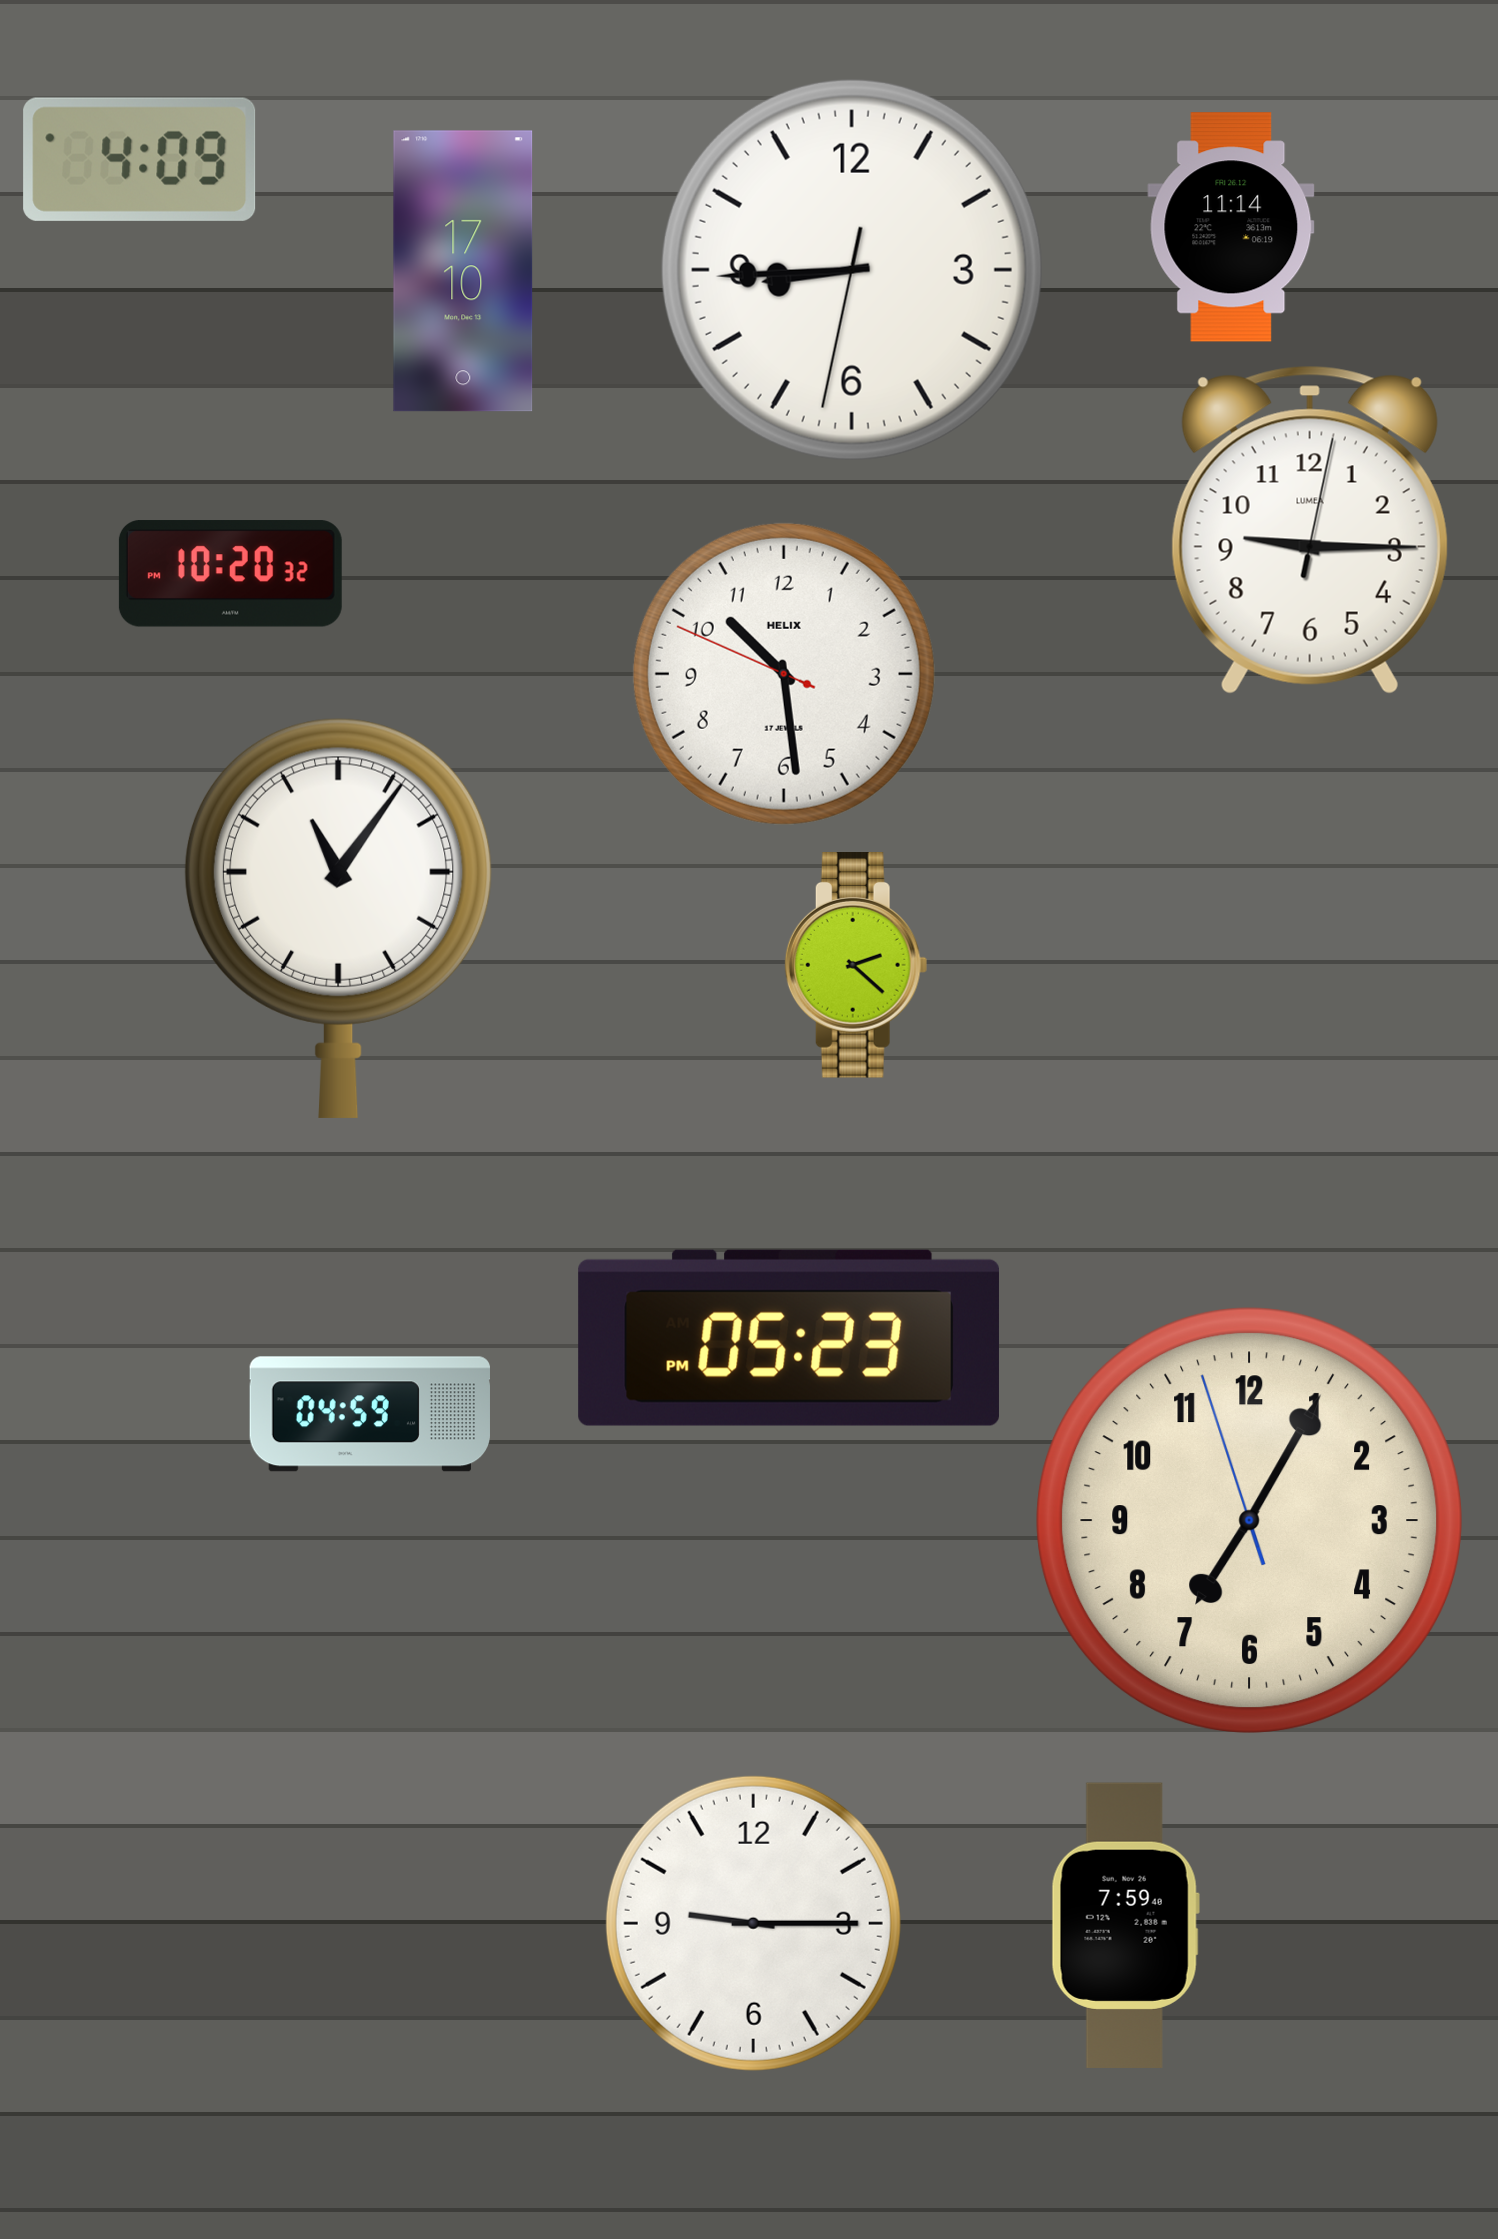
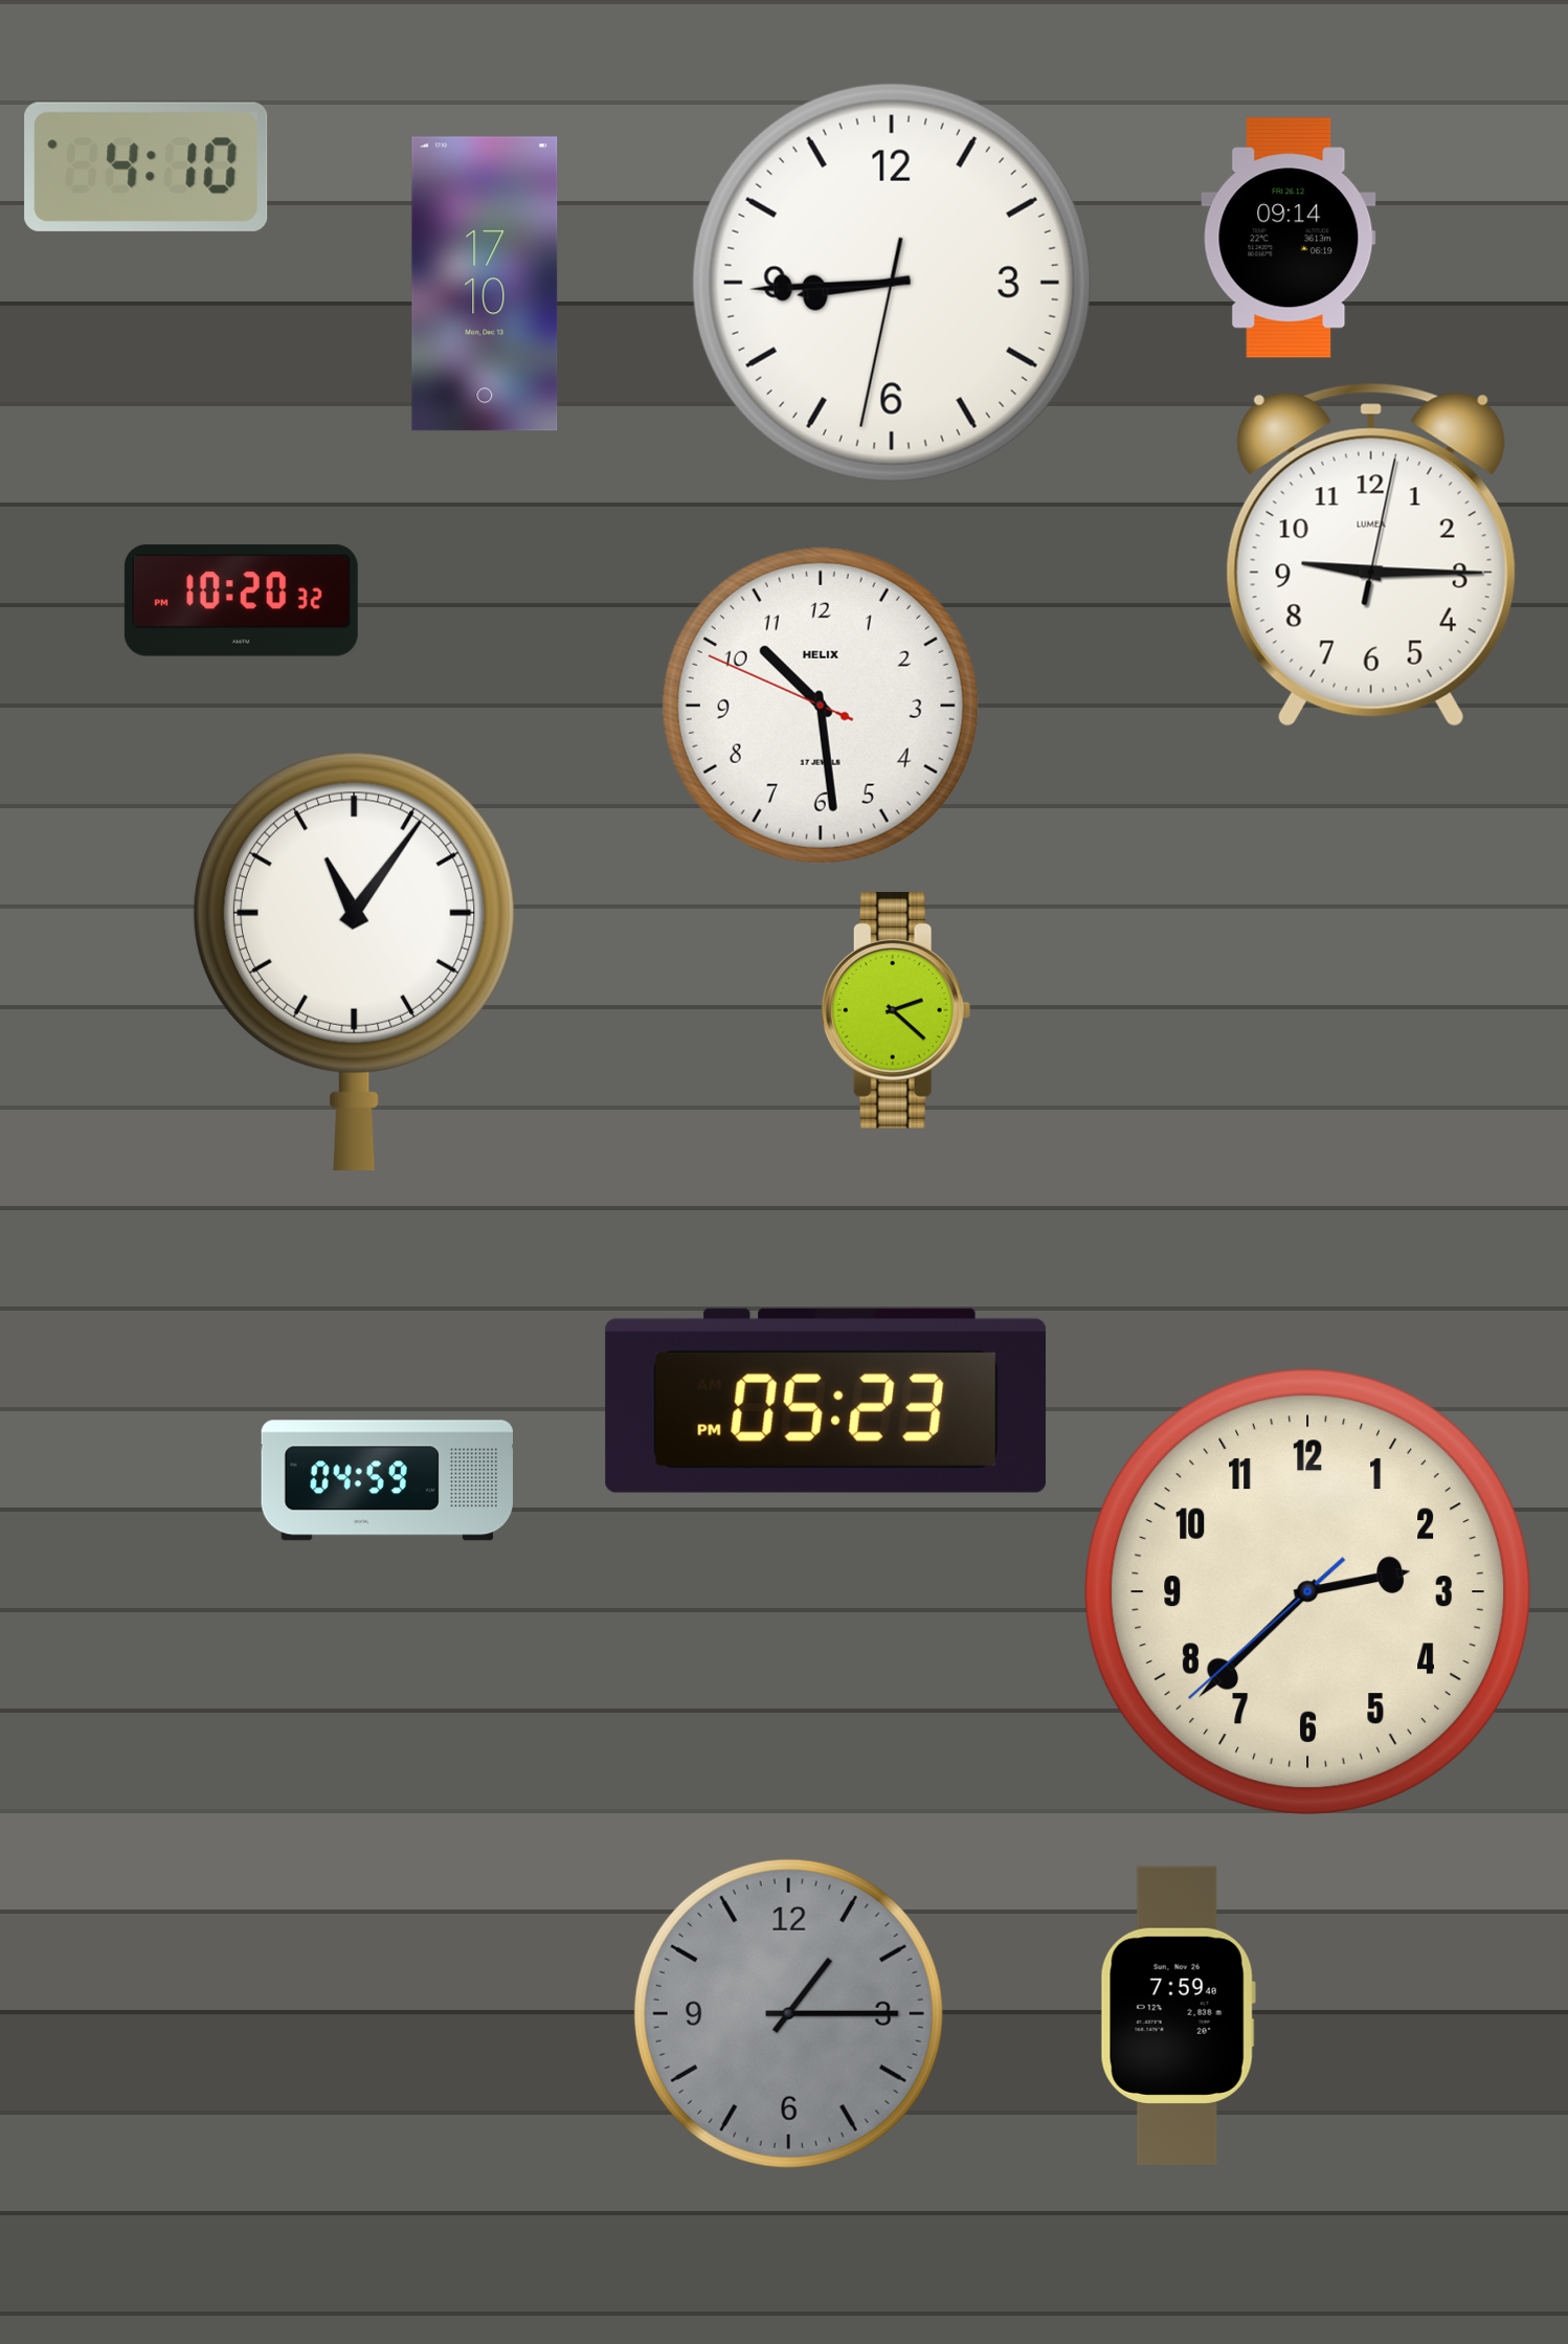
clock at (140, 159): 4:09 -> 4:10
clock at (1231, 227): 11:14 -> 09:14
clock at (1249, 1520): 7:04 -> 2:37
clock at (753, 1923): 9:15 -> 1:15
clock at (753, 1923) dial: white -> grey
